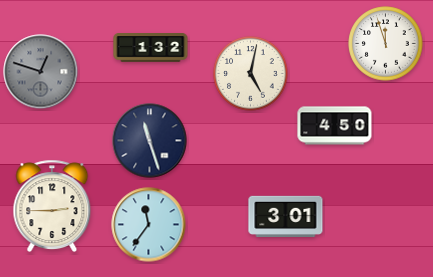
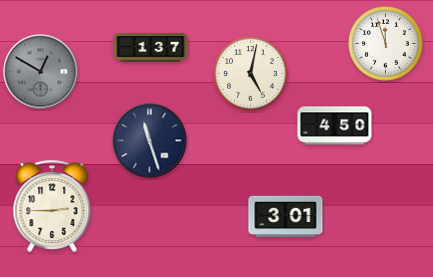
clock at (151, 48): 1:32 -> 1:37
clock at (41, 72): 12:48 -> 12:50
clock at (149, 225): 11:36 -> none
